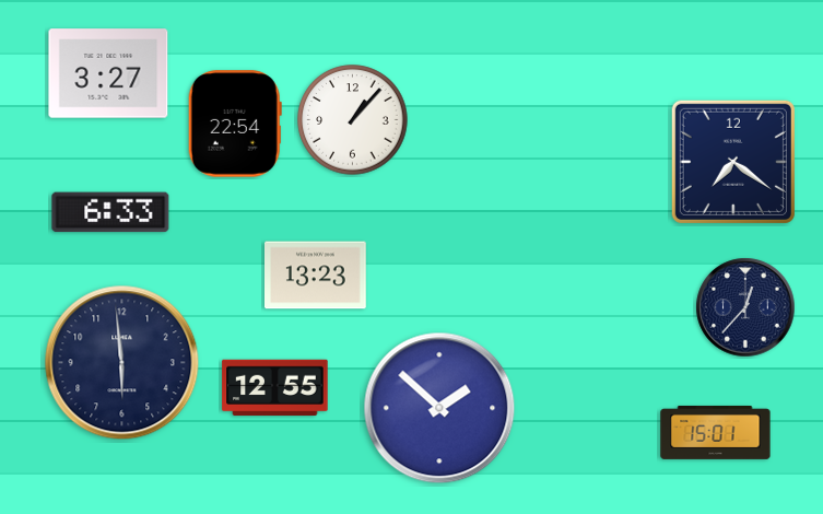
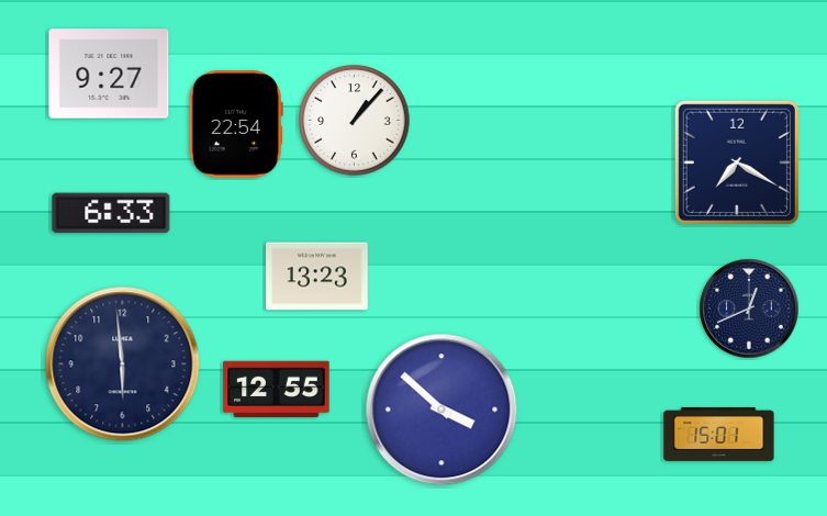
clock at (108, 73): 3:27 -> 9:27
clock at (733, 162): 7:21 -> 7:20
clock at (745, 307): 12:37 -> 12:41
clock at (439, 408): 1:52 -> 3:52
